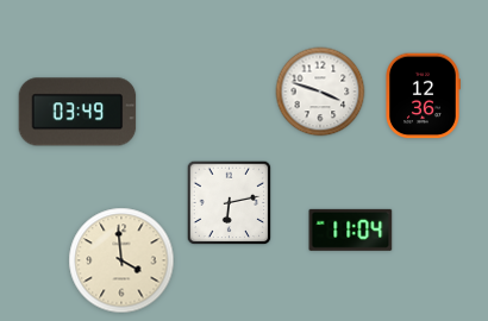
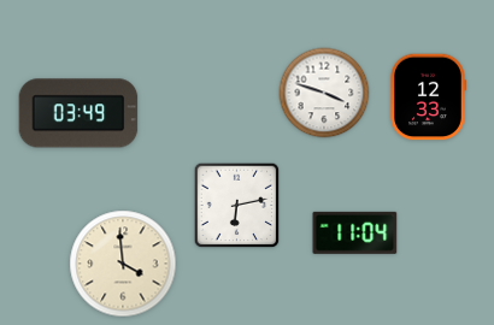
clock at (423, 96): 12:36 -> 12:33
clock at (230, 203) position: (230, 203) -> (237, 206)
